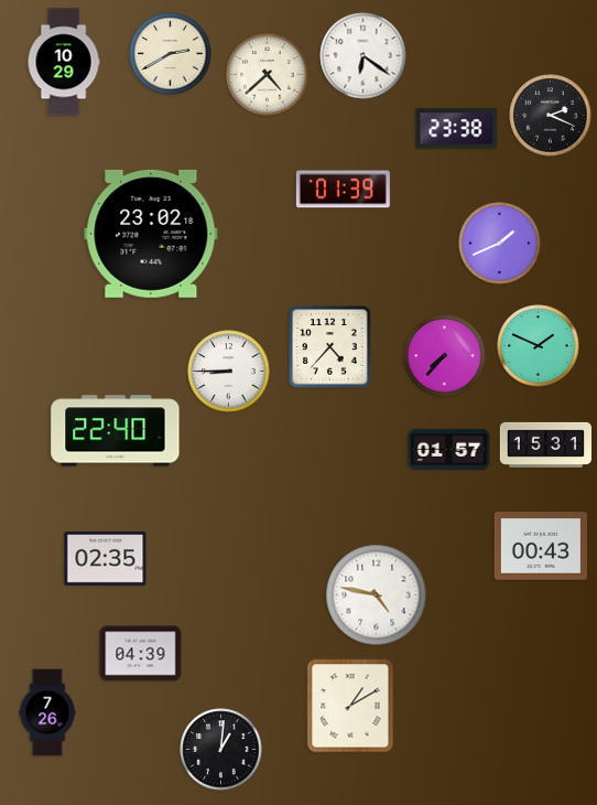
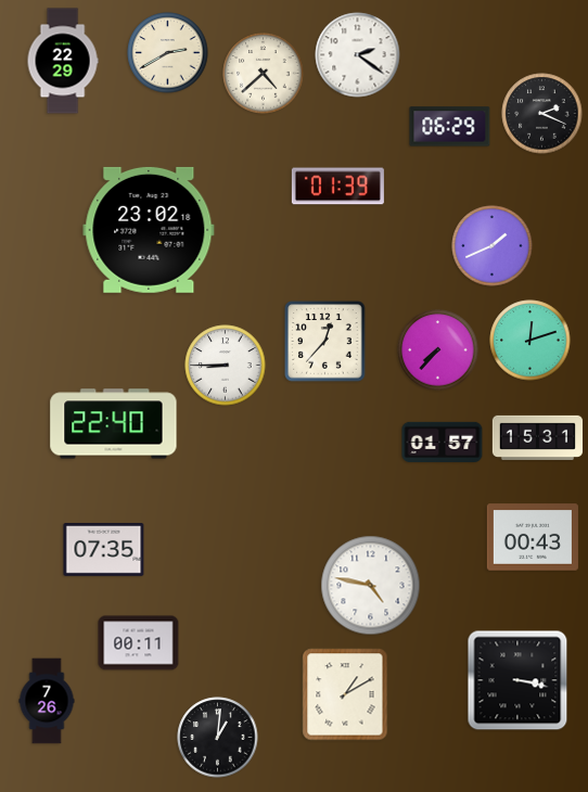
clock at (363, 56): 6:21 -> 2:21
clock at (64, 62): 10:29 -> 22:29
clock at (457, 129): 23:38 -> 06:29
clock at (500, 244) position: (500, 244) -> (493, 246)
clock at (539, 346): 1:49 -> 12:12
clock at (330, 347): 4:37 -> 12:37
clock at (106, 559): 02:35 -> 07:35
clock at (141, 654): 04:39 -> 00:11
clock at (517, 680): none -> 3:17
